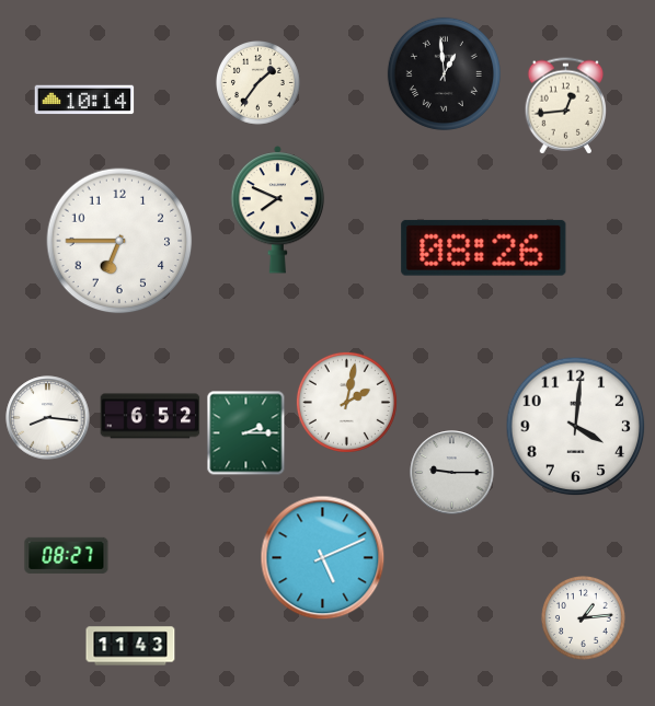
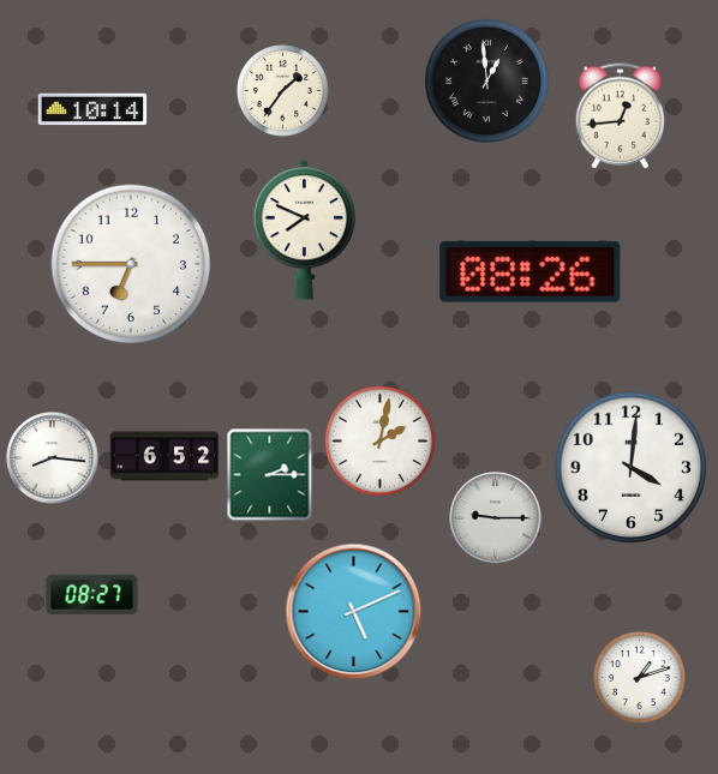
clock at (67, 555) position: (67, 555) -> (92, 594)
clock at (584, 618): 1:14 -> 1:12
clock at (130, 646): 11:43 -> none
